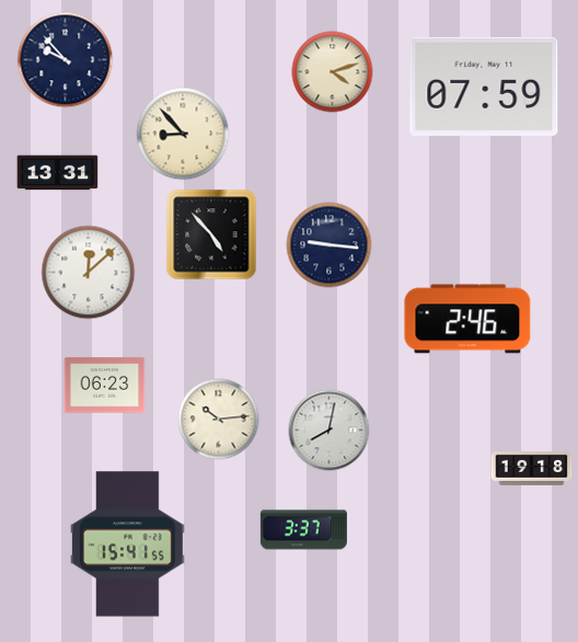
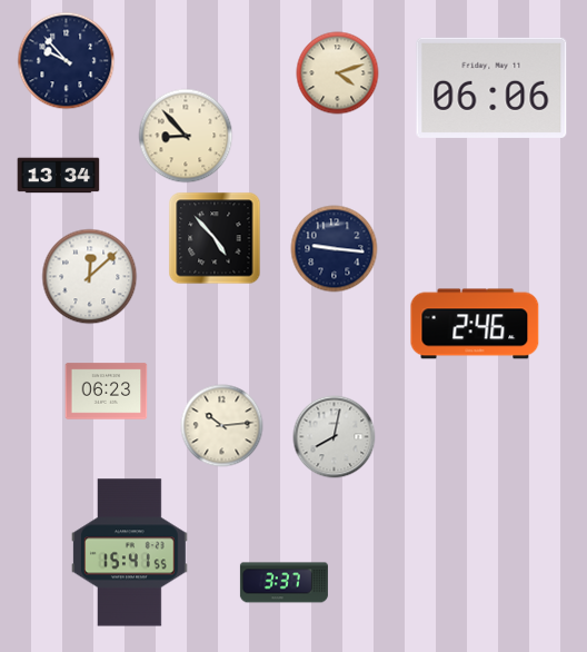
clock at (484, 87): 07:59 -> 06:06
clock at (58, 173): 13:31 -> 13:34
clock at (532, 468): 19:18 -> none
clock at (303, 530) position: (303, 530) -> (283, 583)
